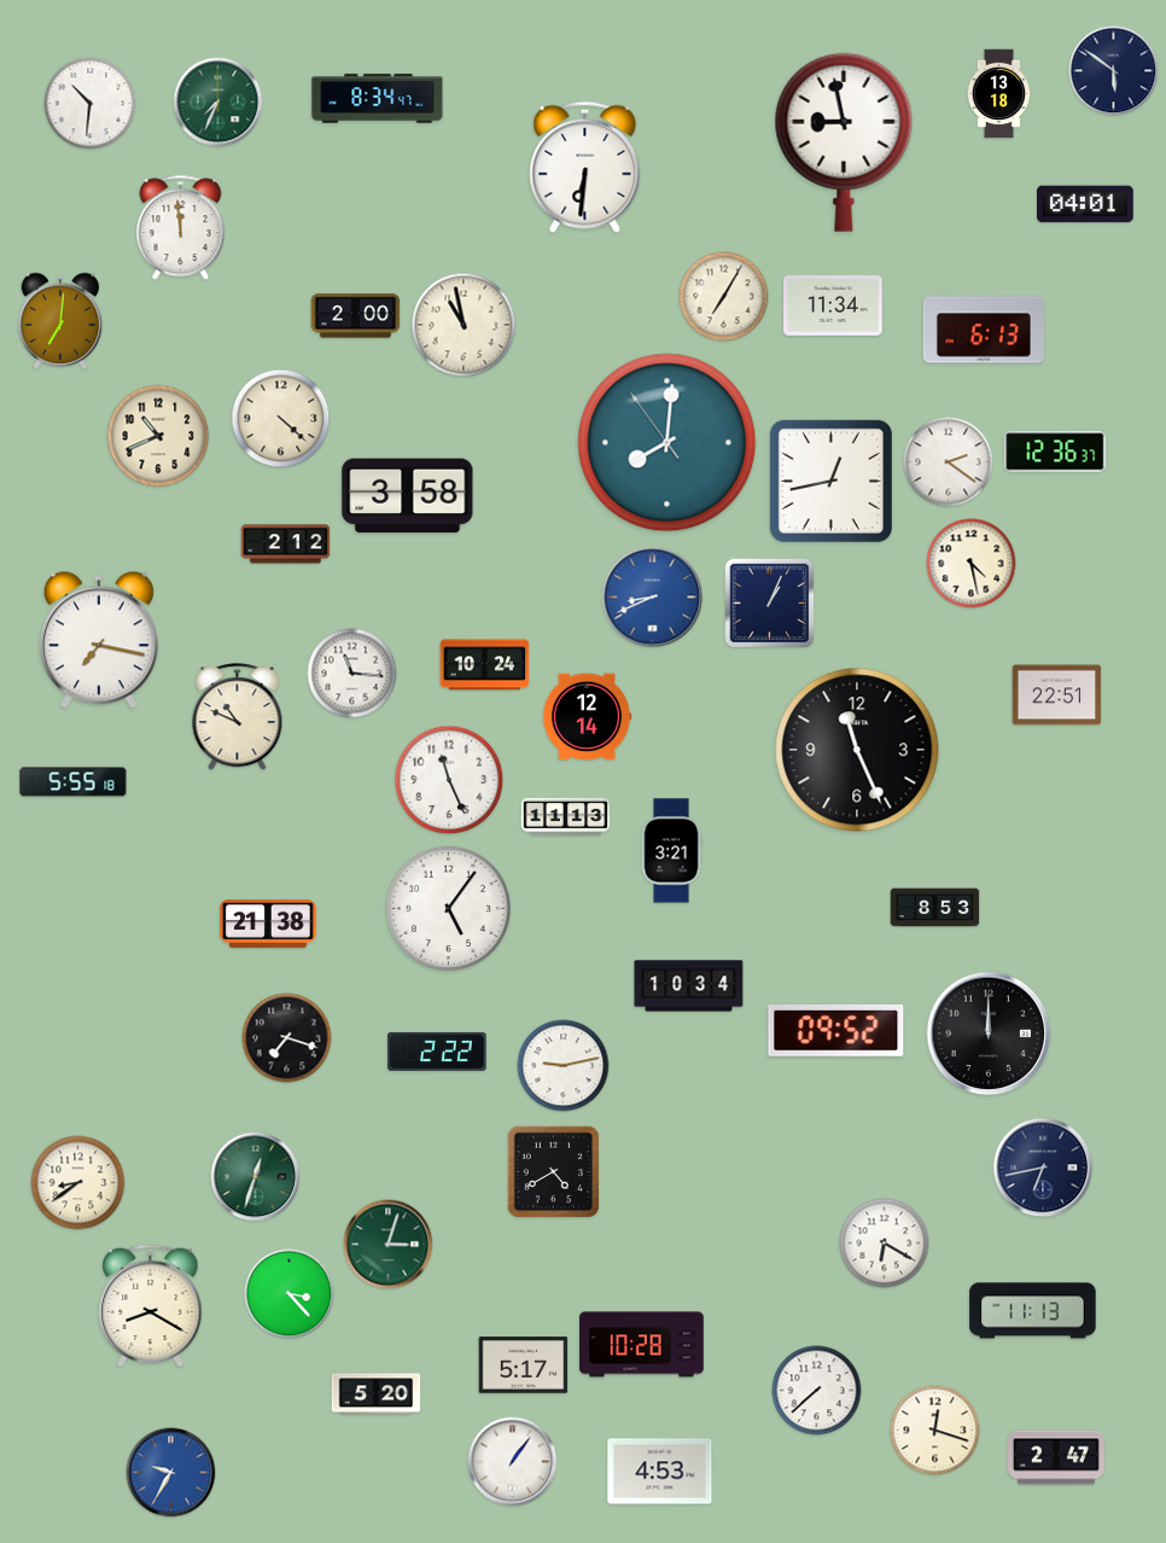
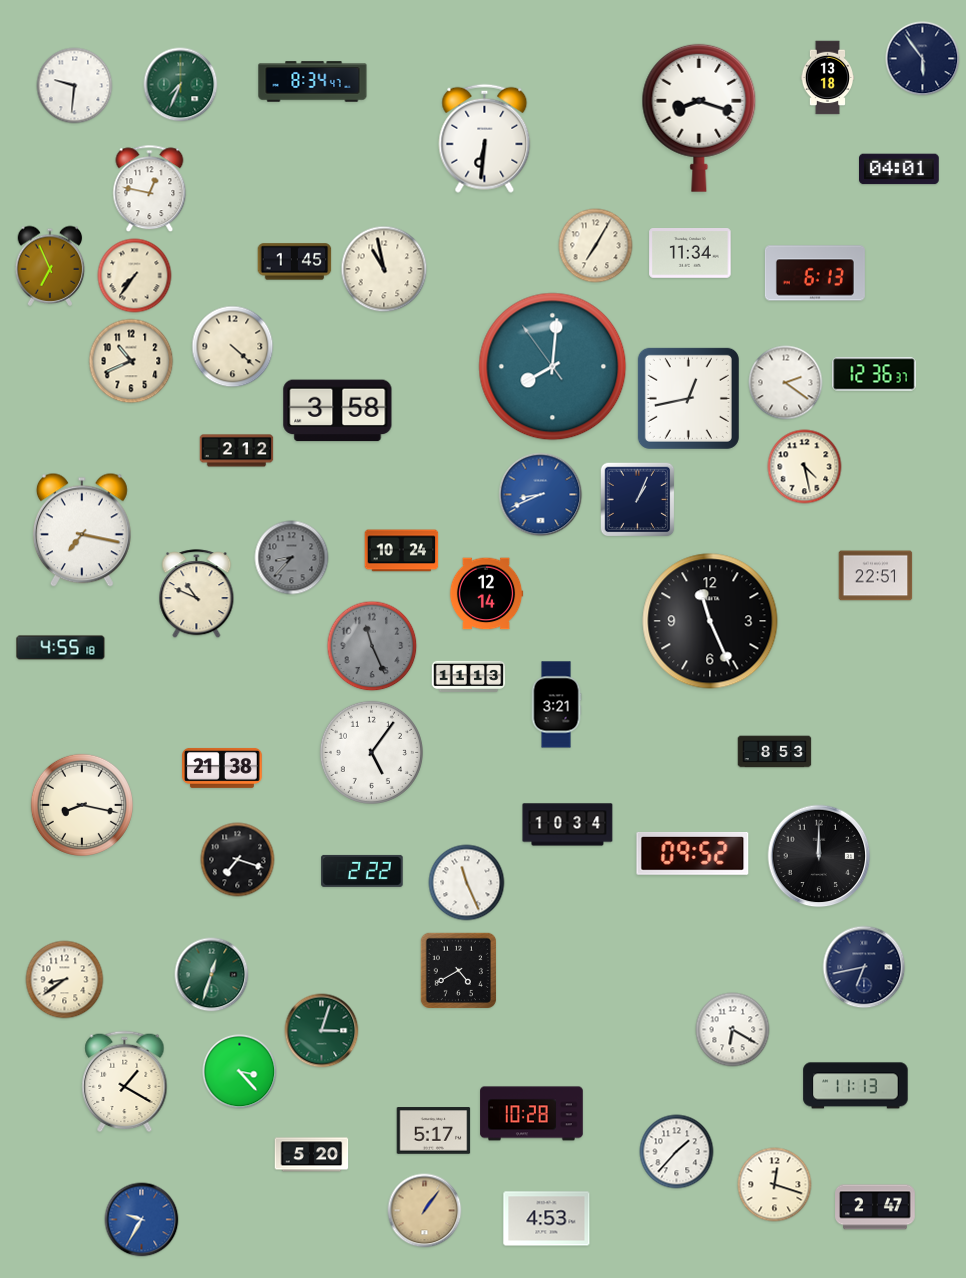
clock at (1114, 71): 5:51 -> 5:54
clock at (91, 104): 10:31 -> 9:31
clock at (844, 142): 8:58 -> 8:18
clock at (181, 228): 11:59 -> 12:47
clock at (724, 297) position: (724, 297) -> (596, 246)
clock at (356, 316): 2:00 -> 1:45
clock at (60, 321): 7:01 -> 6:56
clock at (135, 276): none -> 7:36
clock at (352, 674): 11:16 -> 8:37
clock at (352, 674) dial: white -> grey
clock at (449, 780) dial: white -> grey
clock at (74, 782): 5:55 -> 4:55
clock at (268, 924) position: (268, 924) -> (222, 768)
clock at (82, 805): none -> 8:17
clock at (689, 986) position: (689, 986) -> (568, 825)
clock at (564, 1066): 9:13 -> 11:26
clock at (151, 1306): 8:20 -> 1:20
clock at (817, 1391): 7:38 -> 1:37
clock at (513, 1462) dial: white -> champagne
